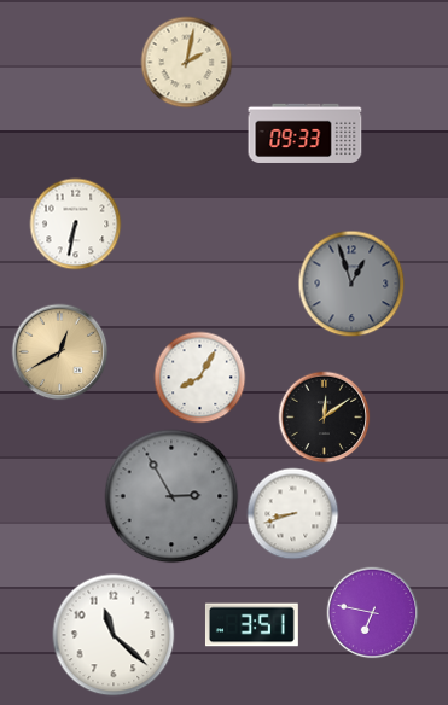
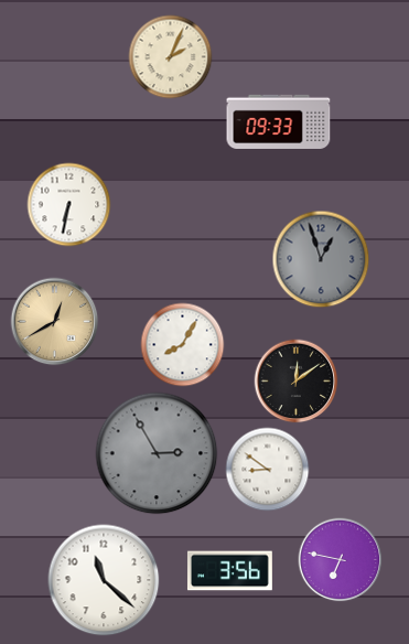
clock at (187, 63): 2:02 -> 2:04
clock at (293, 514): 8:42 -> 8:51
clock at (251, 625): 3:51 -> 3:56
